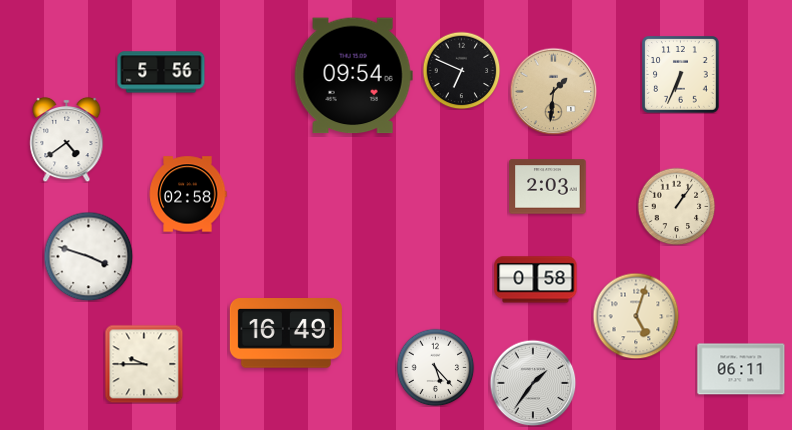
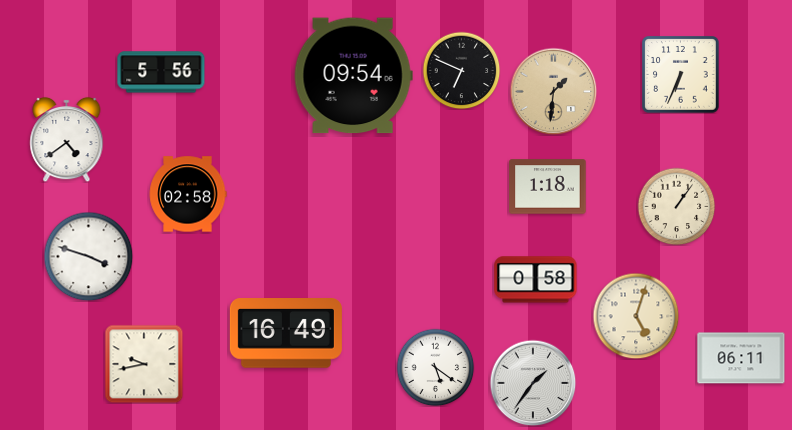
clock at (548, 187): 2:03 -> 1:18
clock at (144, 364): 9:45 -> 9:43
clock at (435, 367): 5:23 -> 5:21
clock at (741, 369) position: (741, 369) -> (741, 358)
